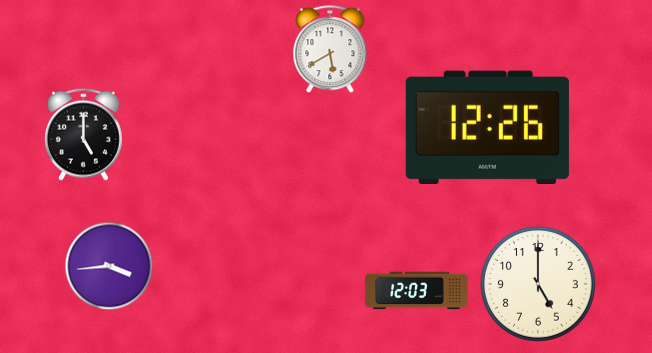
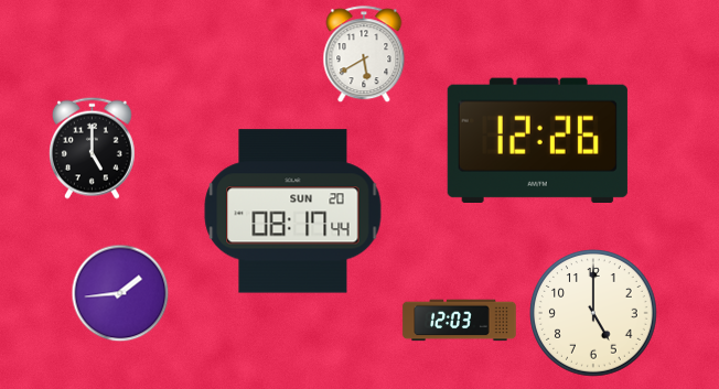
clock at (293, 212): none -> 08:17
clock at (109, 266): 3:44 -> 1:44
